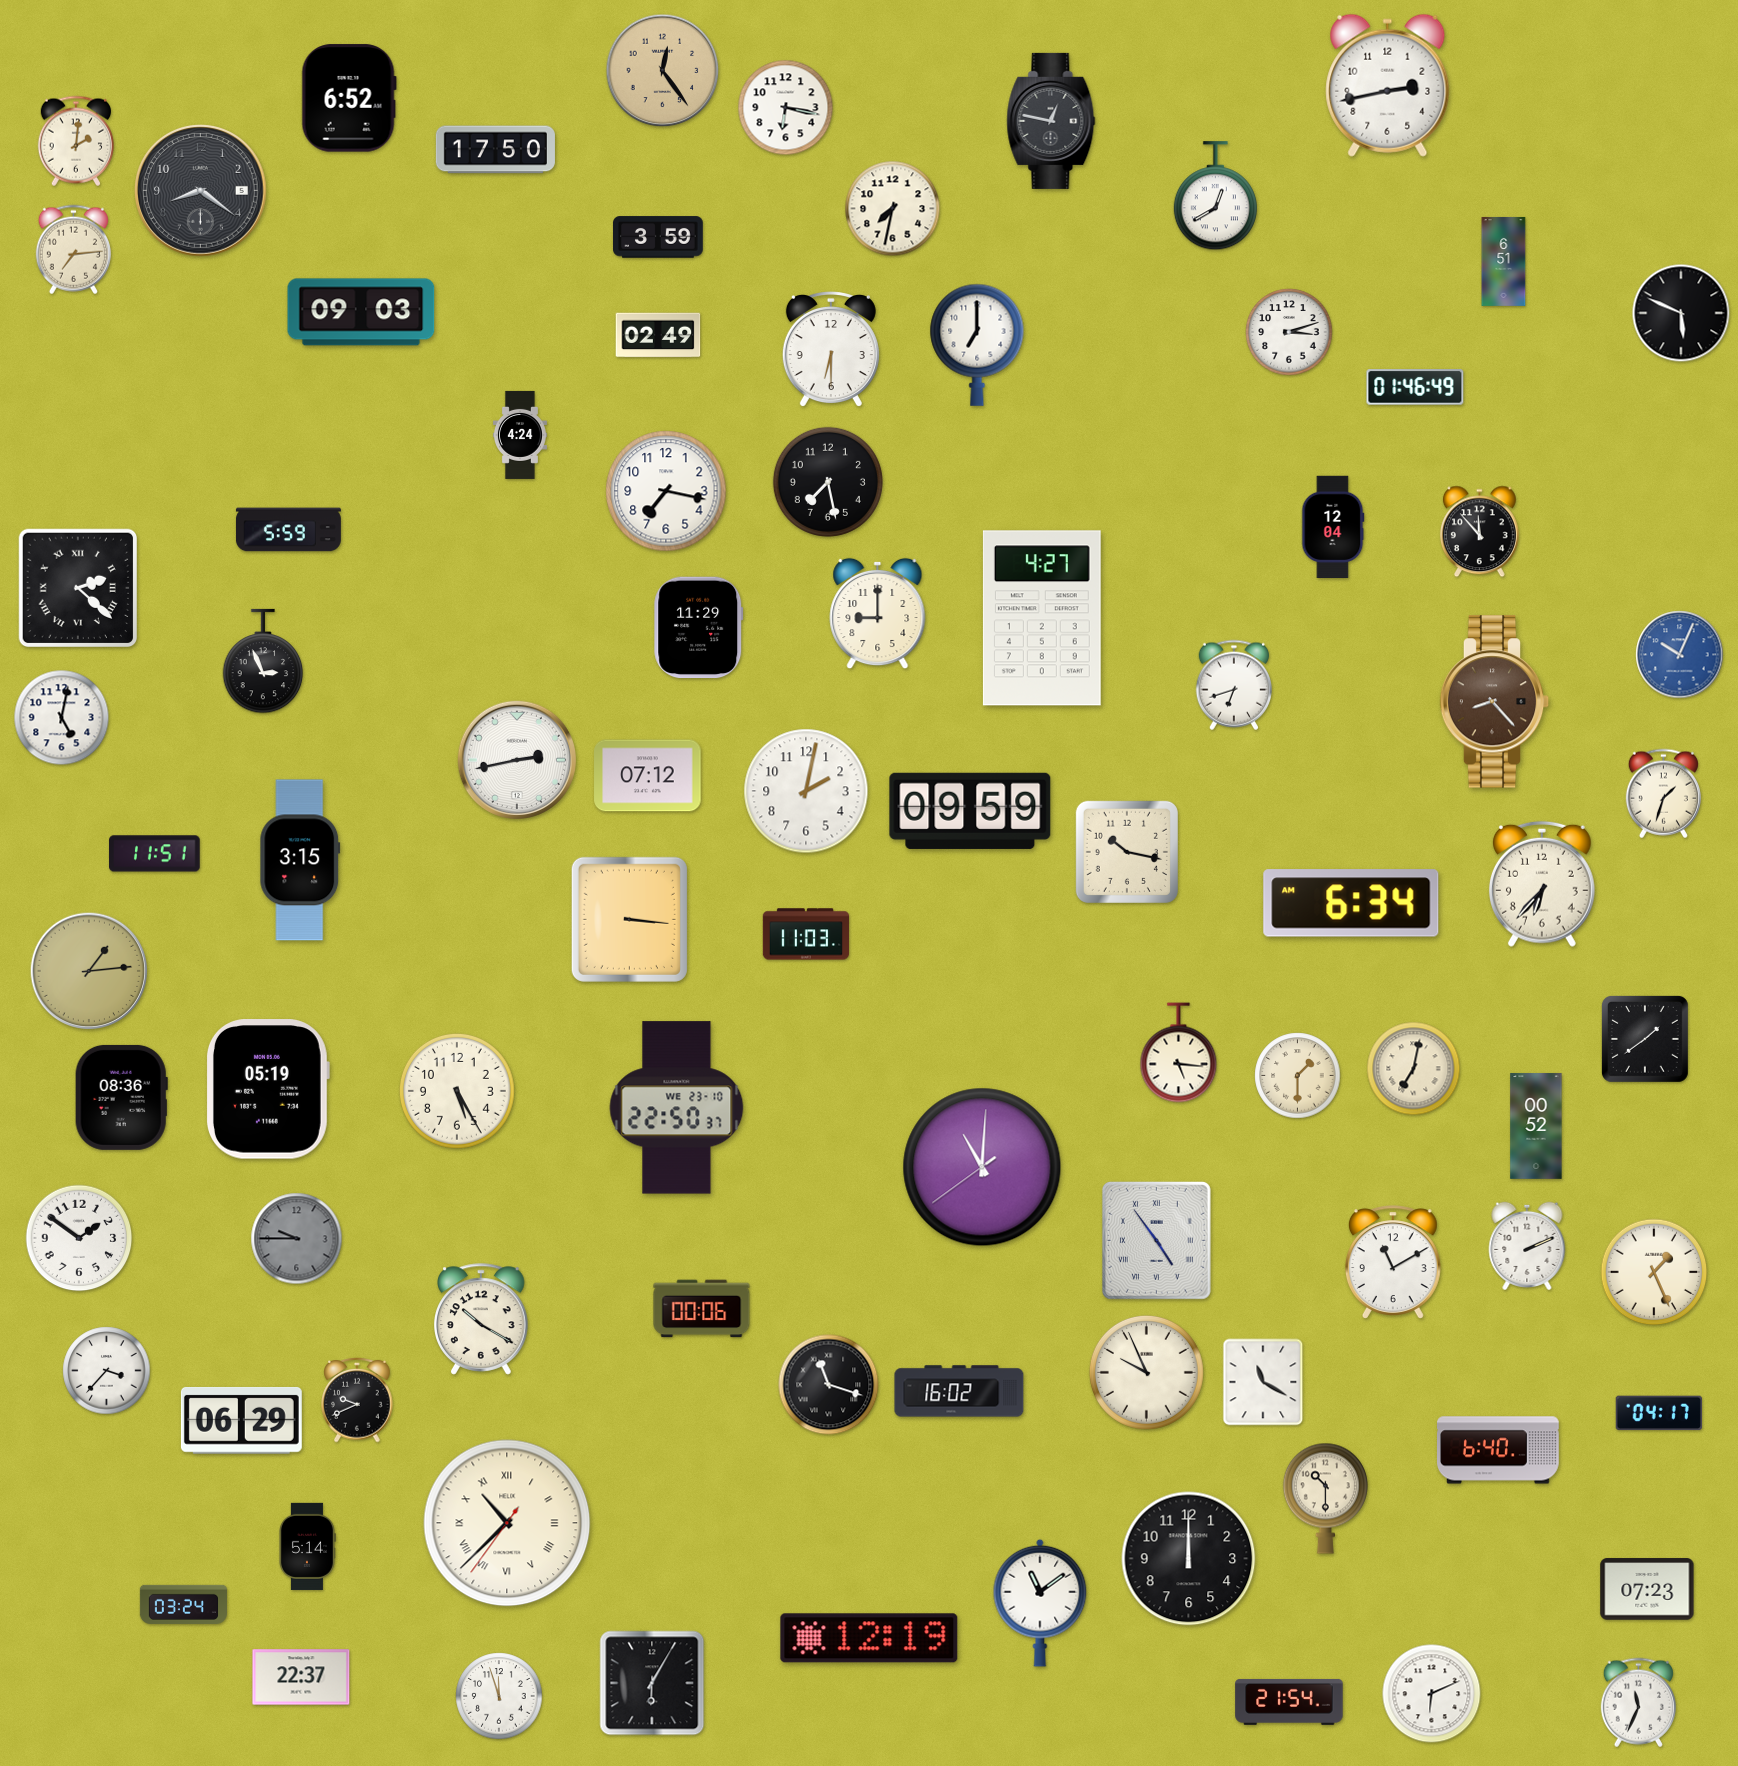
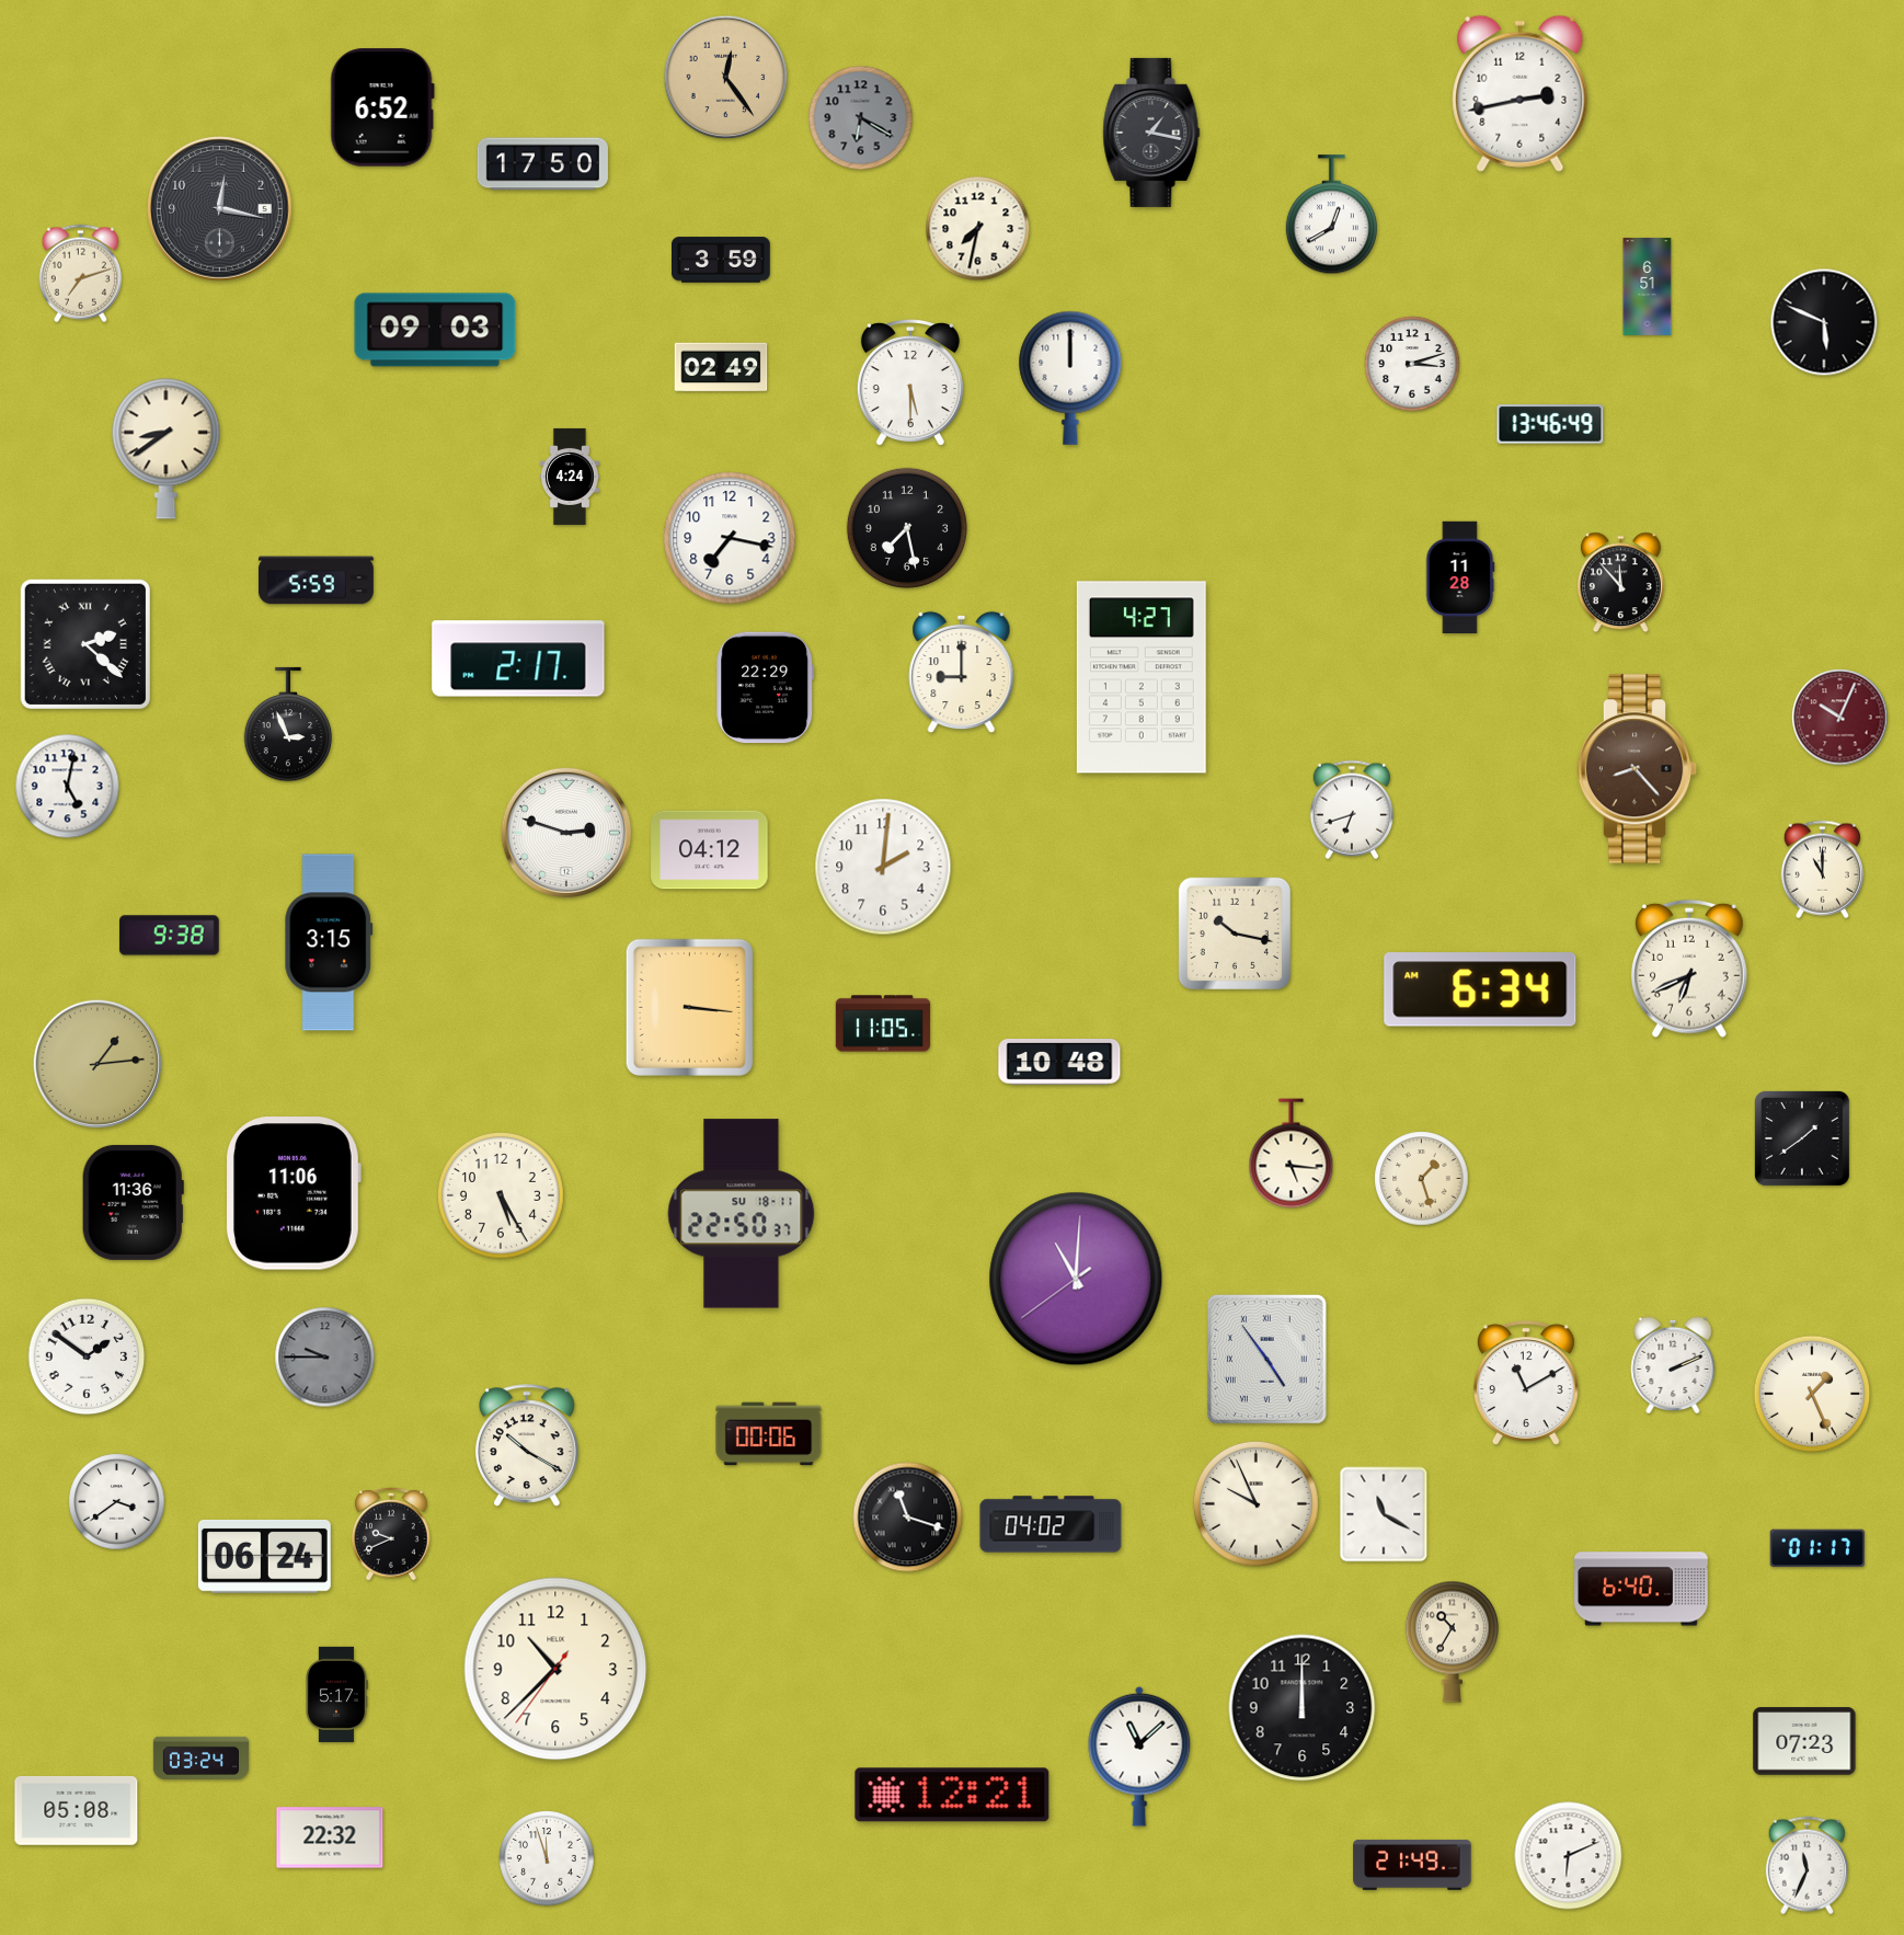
clock at (786, 108): 6:17 -> 6:20
clock at (786, 108) dial: white -> grey
clock at (1051, 121): 12:47 -> 1:17
clock at (75, 141): 2:01 -> none
clock at (201, 191): 8:21 -> 12:17
clock at (73, 250): 7:14 -> 7:12
clock at (361, 312) position: (361, 312) -> (435, 330)
clock at (1681, 313) position: (1681, 313) -> (1824, 322)
clock at (977, 345): 7:00 -> 12:00
clock at (831, 350): 6:30 -> 5:30
clock at (1415, 387): 01:46 -> 13:46
clock at (167, 448): none -> 8:39
clock at (1333, 526): 12:04 -> 11:28
clock at (518, 659): none -> 2:17
clock at (699, 628): 11:29 -> 22:29
clock at (1680, 655) dial: blue -> burgundy
clock at (1233, 685) position: (1233, 685) -> (1351, 810)
clock at (516, 759): 2:43 -> 2:48
clock at (648, 776): 07:12 -> 04:12
clock at (806, 791): 2:02 -> 2:01
clock at (1663, 794): 1:33 -> 11:00
clock at (970, 811): 09:59 -> none
clock at (155, 854): 11:51 -> 9:38
clock at (1542, 884): 6:37 -> 6:41
clock at (806, 934): 11:03 -> 11:05
clock at (1059, 1063): none -> 10:48
clock at (1414, 1069): 7:02 -> none
clock at (1298, 1076): 1:30 -> 1:27
clock at (267, 1089): 05:19 -> 11:06
clock at (121, 1097): 08:36 -> 11:36
clock at (677, 1108) date: WE 23-10 -> SU 18-11
clock at (1536, 1126): 00:52 -> none
clock at (107, 1371): 3:37 -> 3:39
clock at (959, 1391): 16:02 -> 04:02
clock at (1659, 1413): 04:17 -> 01:17
clock at (241, 1420): 06:29 -> 06:24
clock at (1325, 1498): 10:30 -> 10:35
clock at (507, 1523) numerals: Roman -> Arabic
clock at (308, 1546): 5:14 -> 5:17
clock at (1040, 1603): 11:09 -> 11:08
clock at (869, 1638): 12:19 -> 12:21
clock at (77, 1810): none -> 05:08
clock at (301, 1677): 22:37 -> 22:32
clock at (652, 1683): 6:05 -> none
clock at (1289, 1702): 21:54 -> 21:49
clock at (1638, 1703) position: (1638, 1703) -> (1806, 1866)
